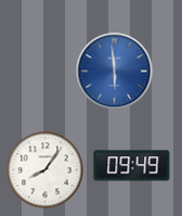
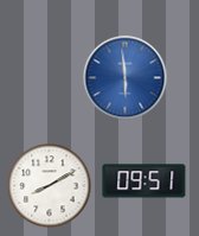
clock at (132, 166): 09:49 -> 09:51
clock at (45, 170): 8:06 -> 8:10
